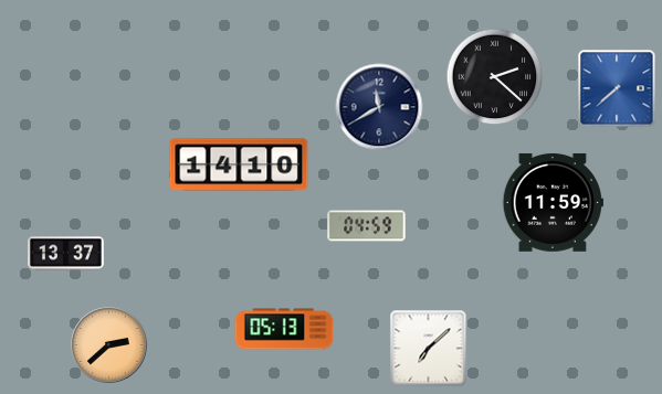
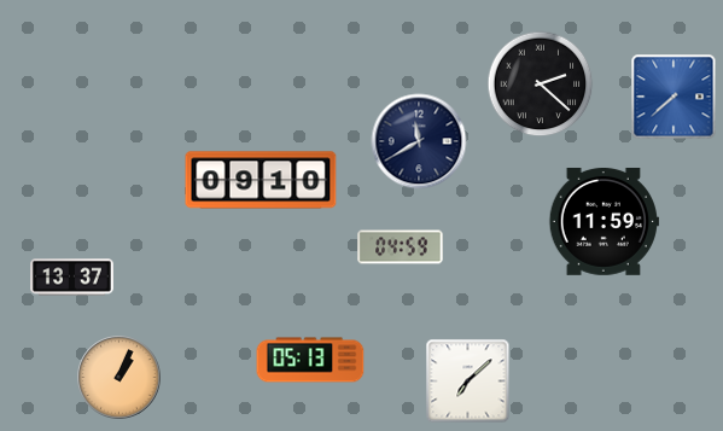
clock at (379, 107) position: (379, 107) -> (419, 141)
clock at (239, 164): 14:10 -> 09:10
clock at (109, 345): 2:38 -> 1:04
